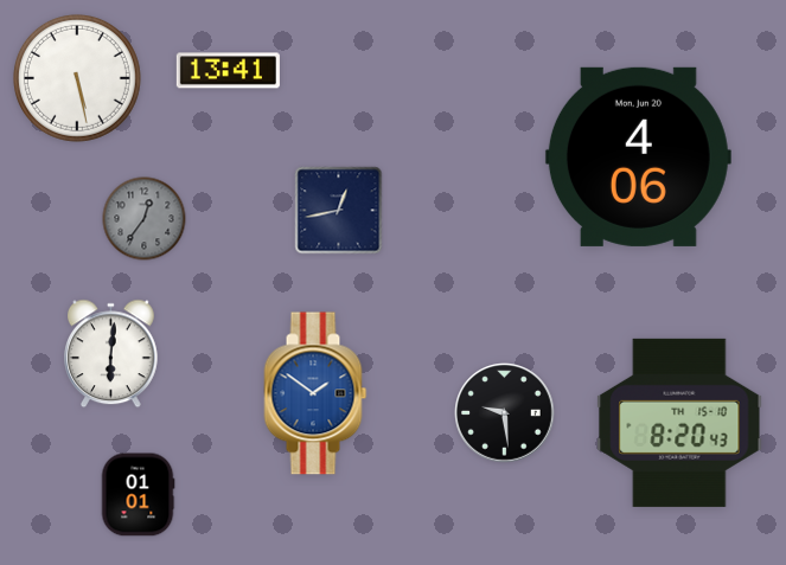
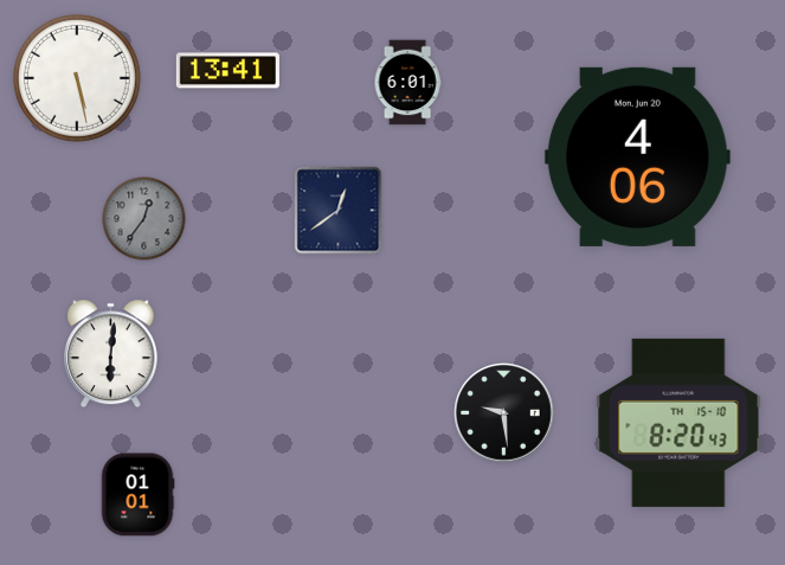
clock at (407, 83): none -> 6:01
clock at (339, 211): 12:43 -> 12:39
clock at (315, 393): 1:51 -> none
